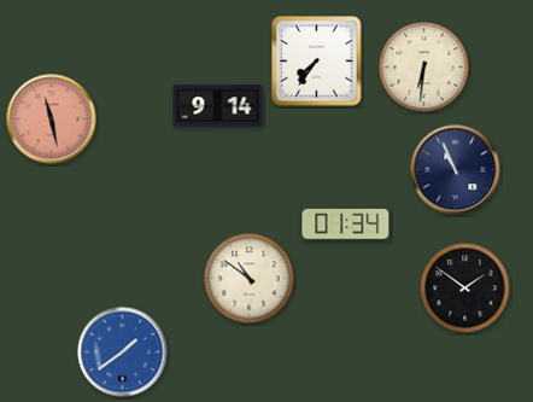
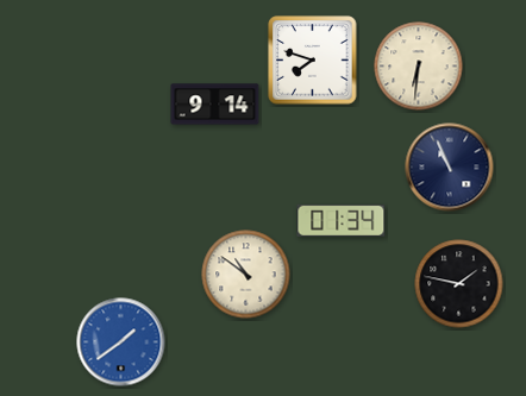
clock at (317, 62): 7:36 -> 7:48
clock at (52, 120): 11:28 -> none
clock at (465, 289): 1:51 -> 1:47
clock at (123, 353) position: (123, 353) -> (121, 342)
